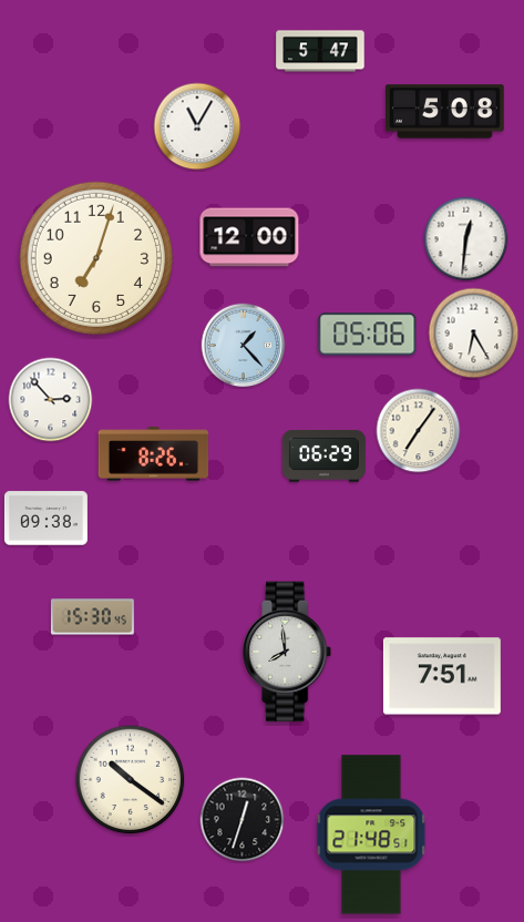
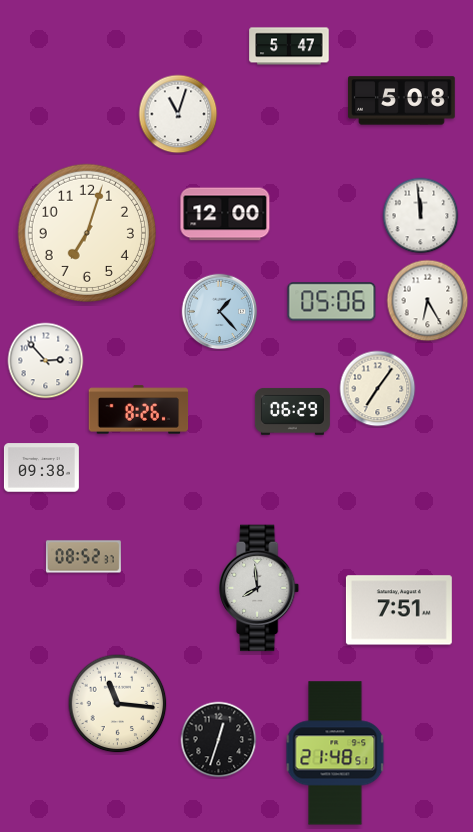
clock at (197, 126): 11:05 -> 11:03
clock at (466, 239): 12:31 -> 11:59
clock at (92, 617): 15:30 -> 08:52
clock at (131, 780): 10:21 -> 11:16
